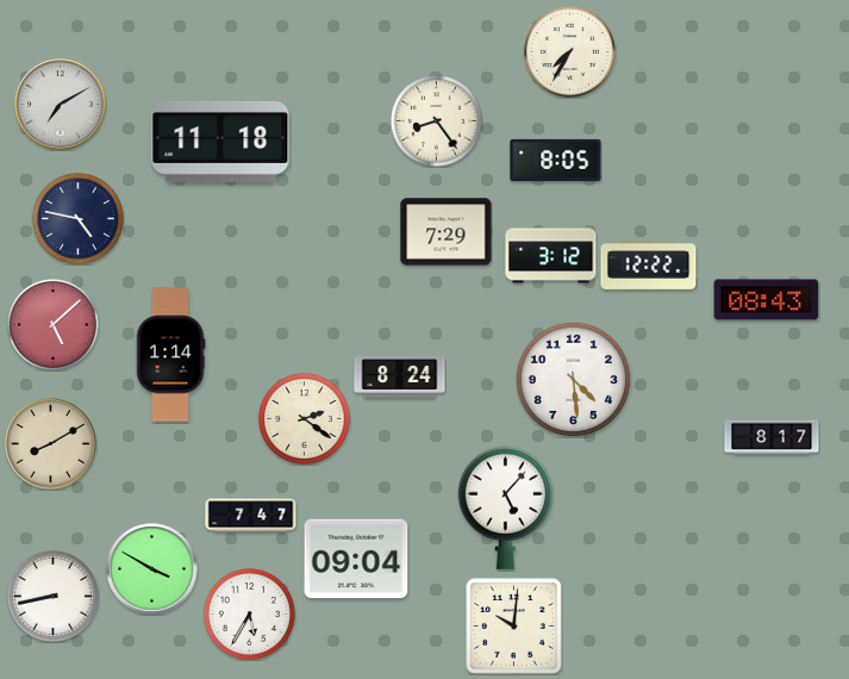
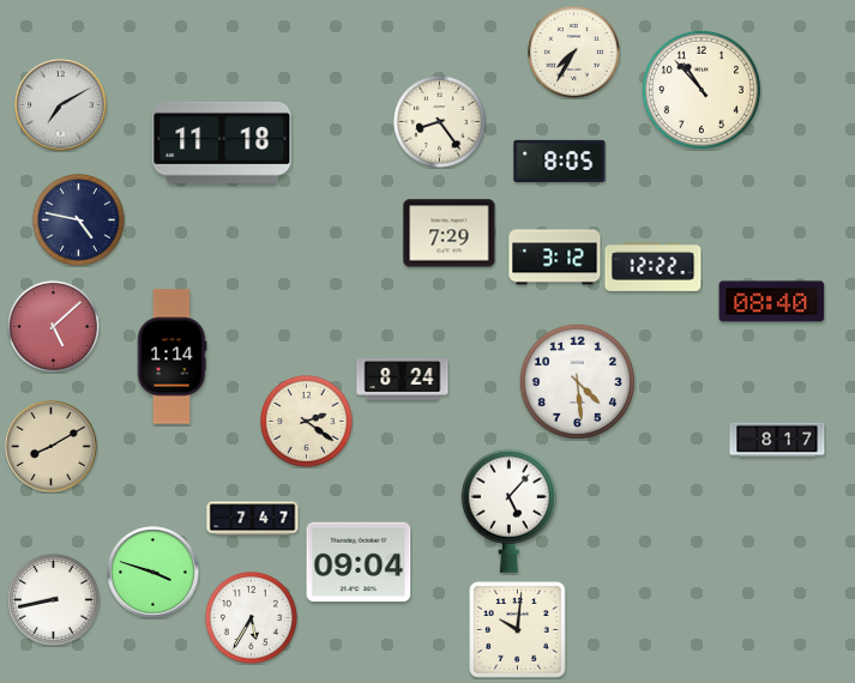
clock at (702, 90): none -> 10:53
clock at (767, 300): 08:43 -> 08:40
clock at (152, 569): 3:50 -> 3:48
